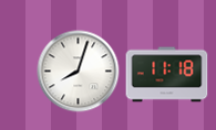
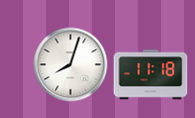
clock at (167, 75) position: (167, 75) -> (151, 75)
